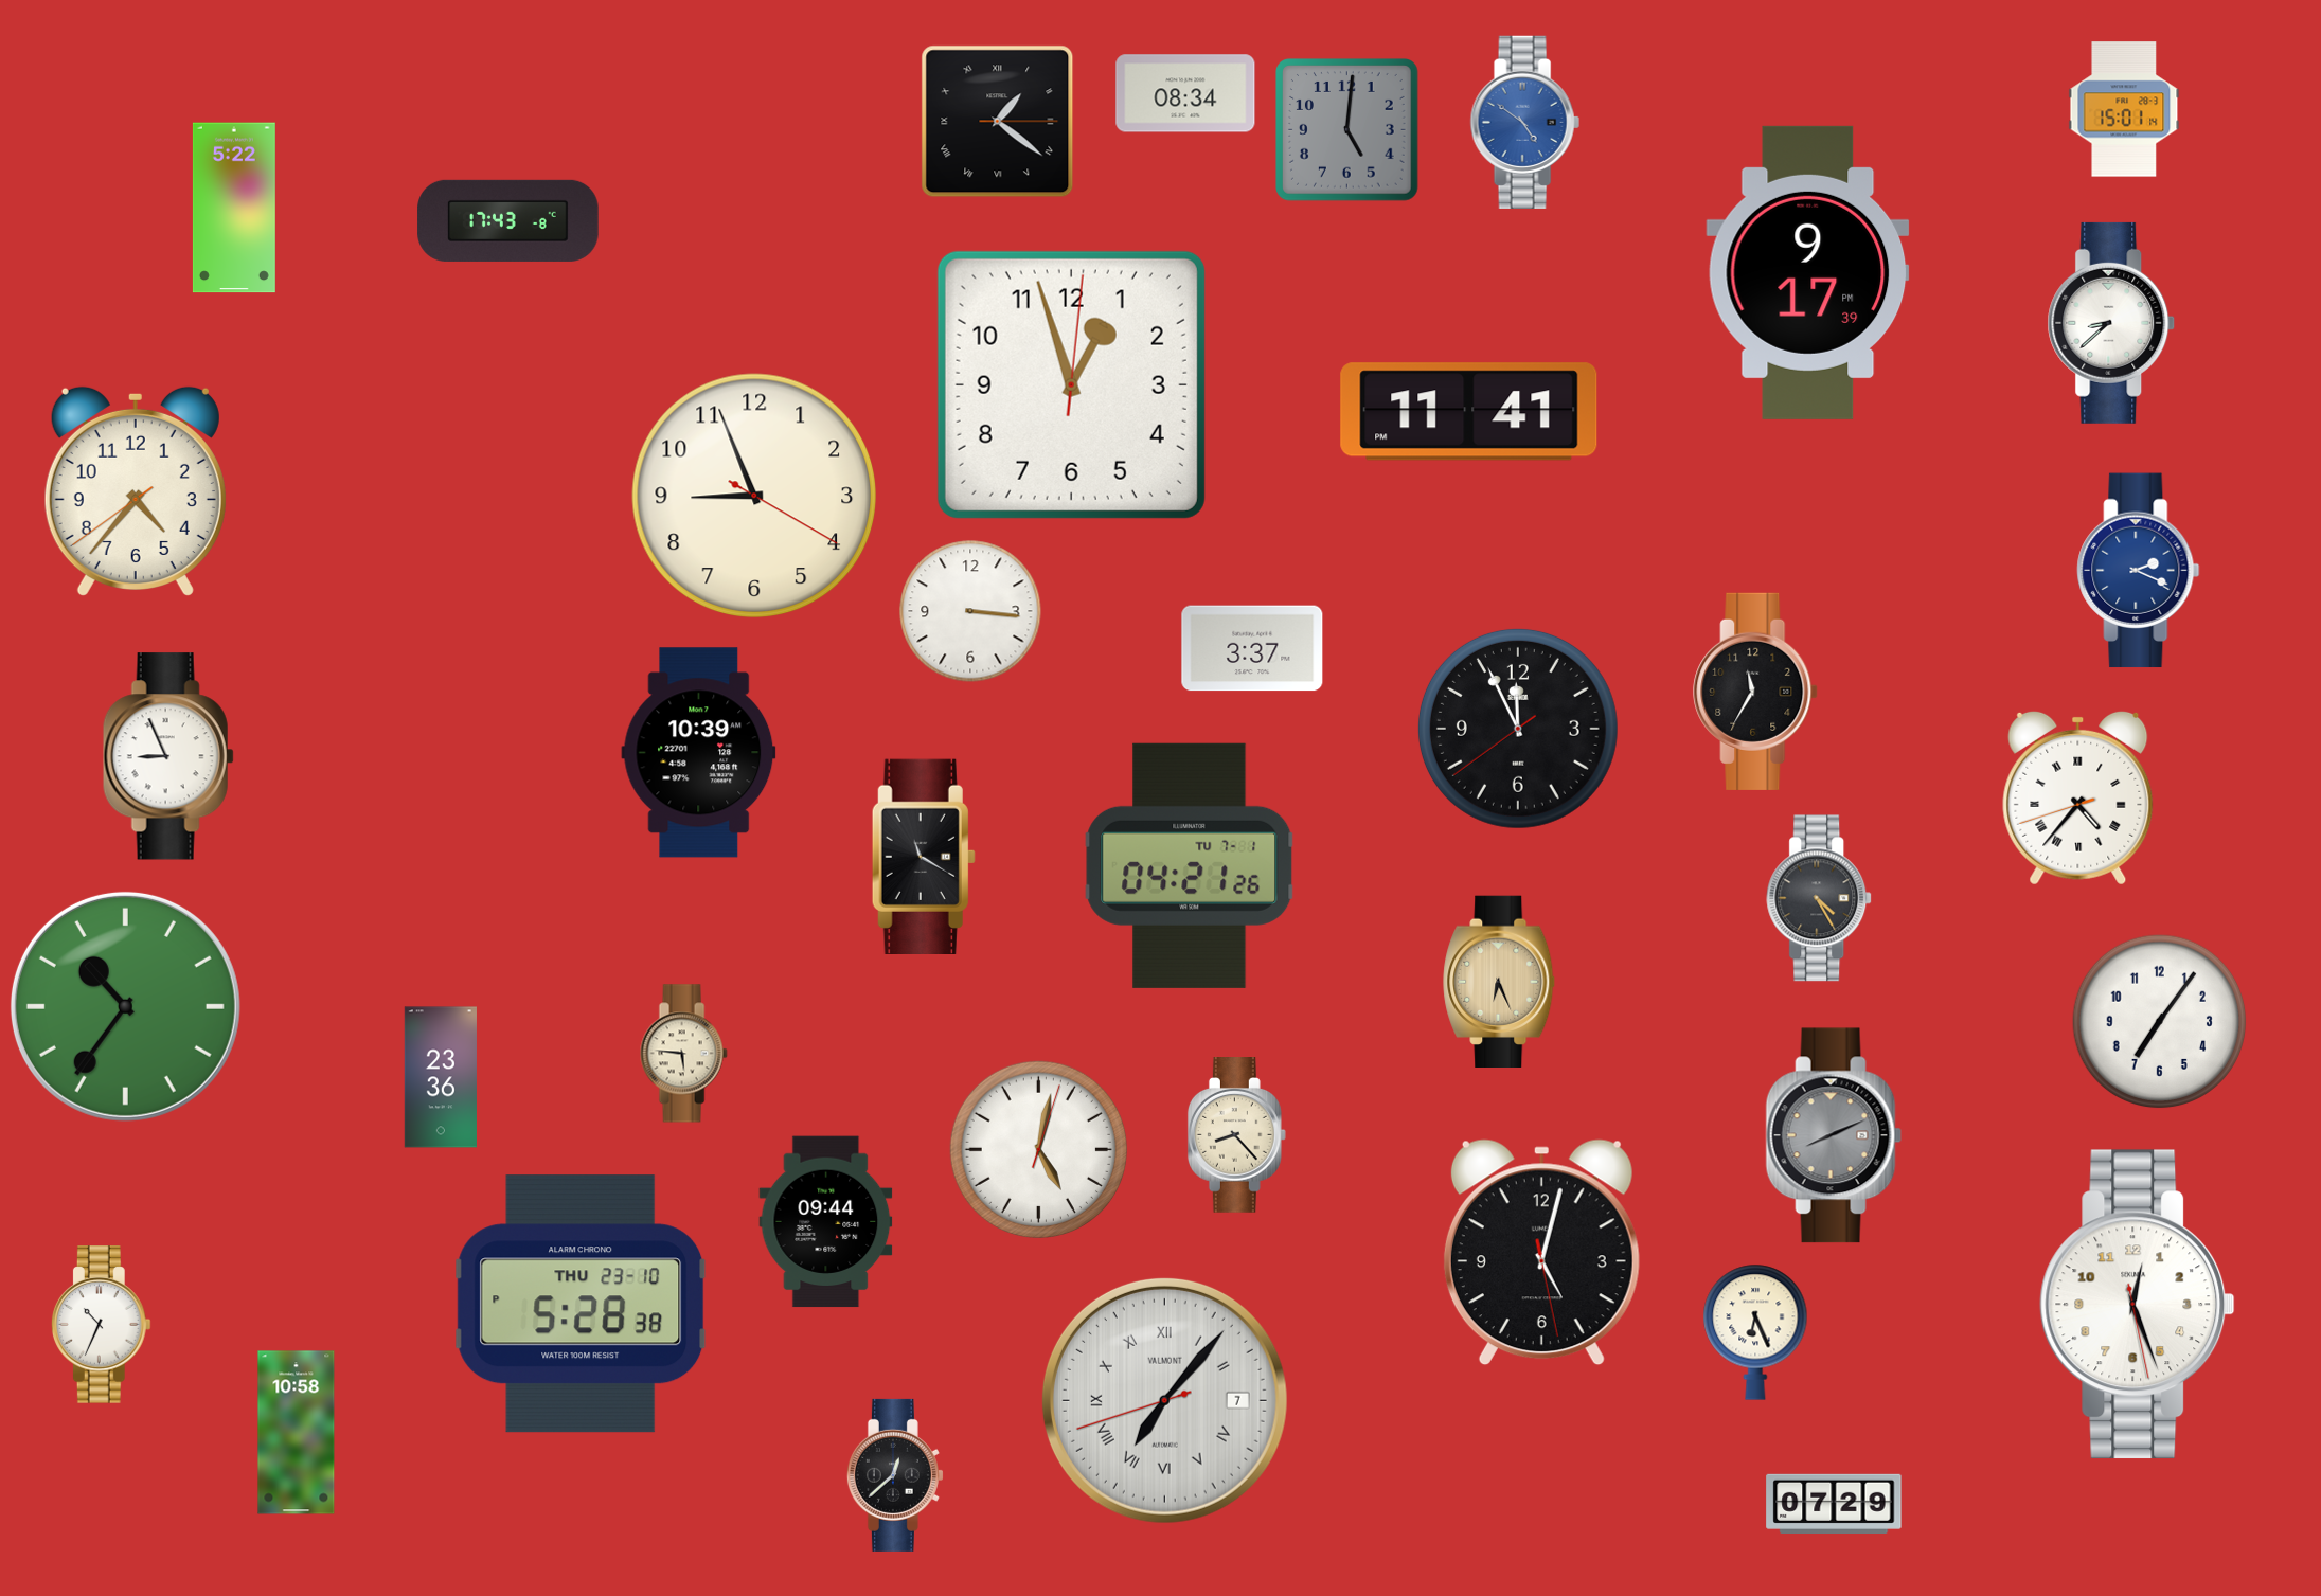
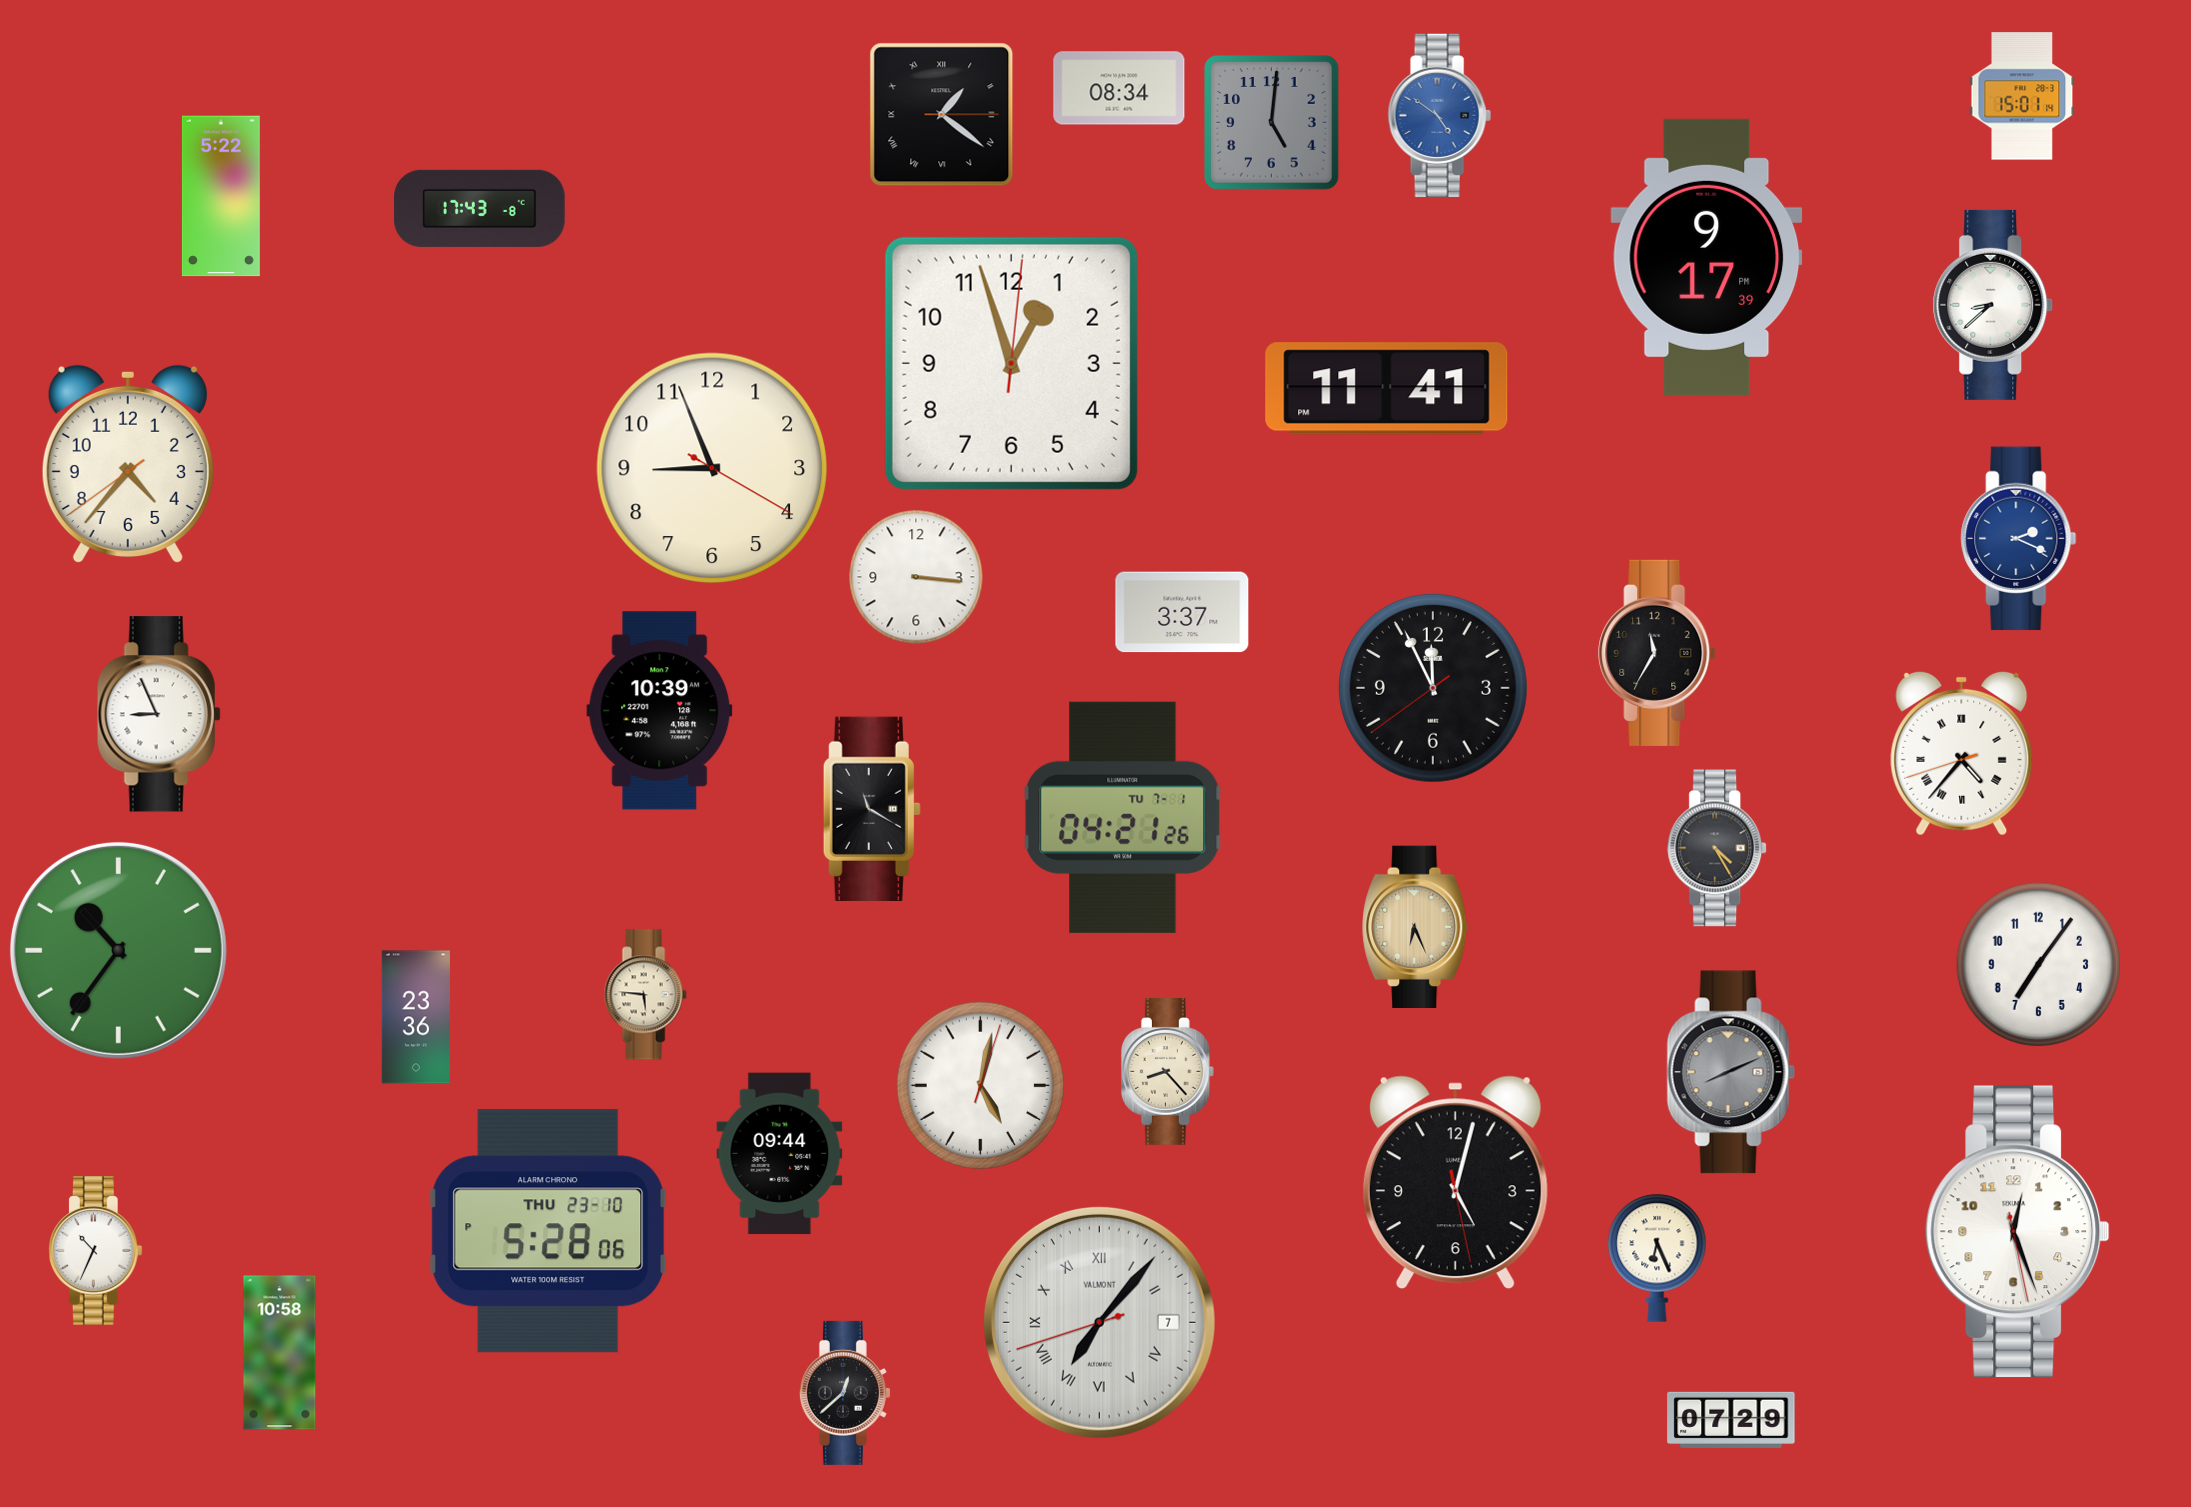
clock at (2124, 109) position: (2124, 109) -> (2022, 96)
clock at (581, 1304): 5:28:38 PM -> 5:28:06 PM
